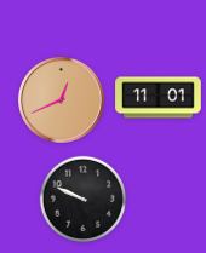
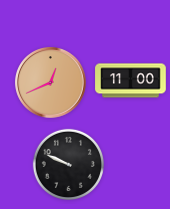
clock at (159, 98): 11:01 -> 11:00
